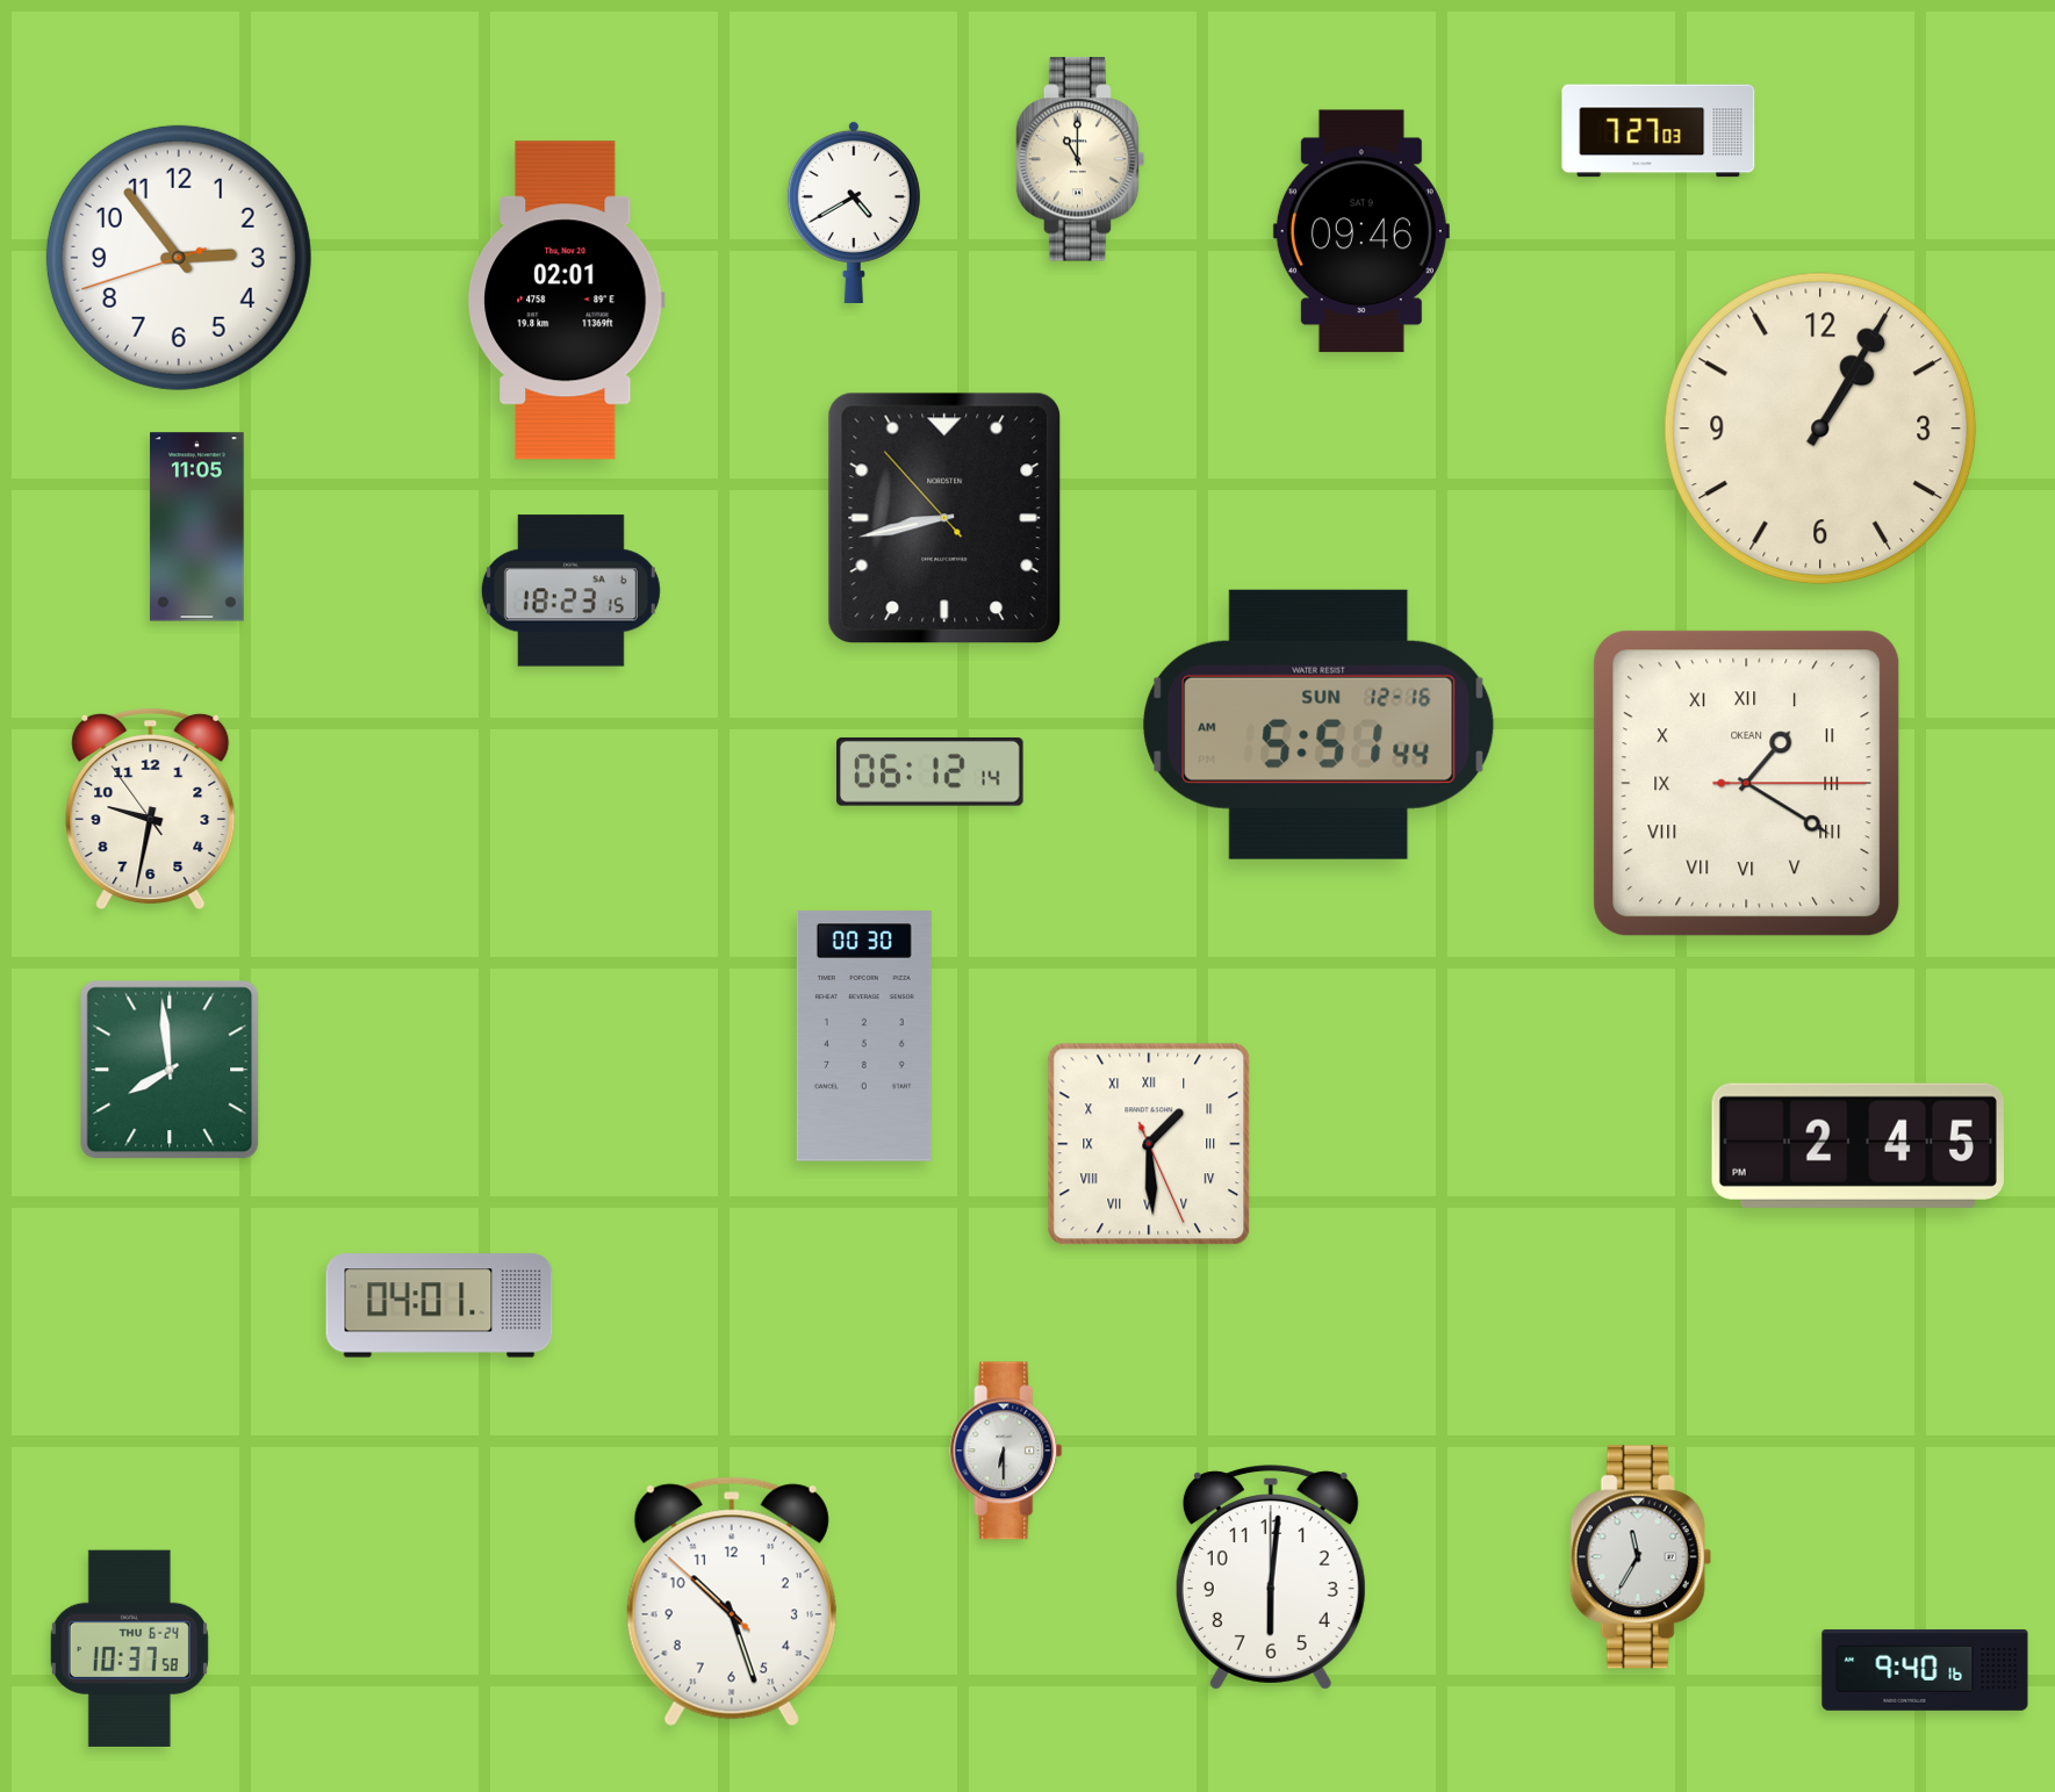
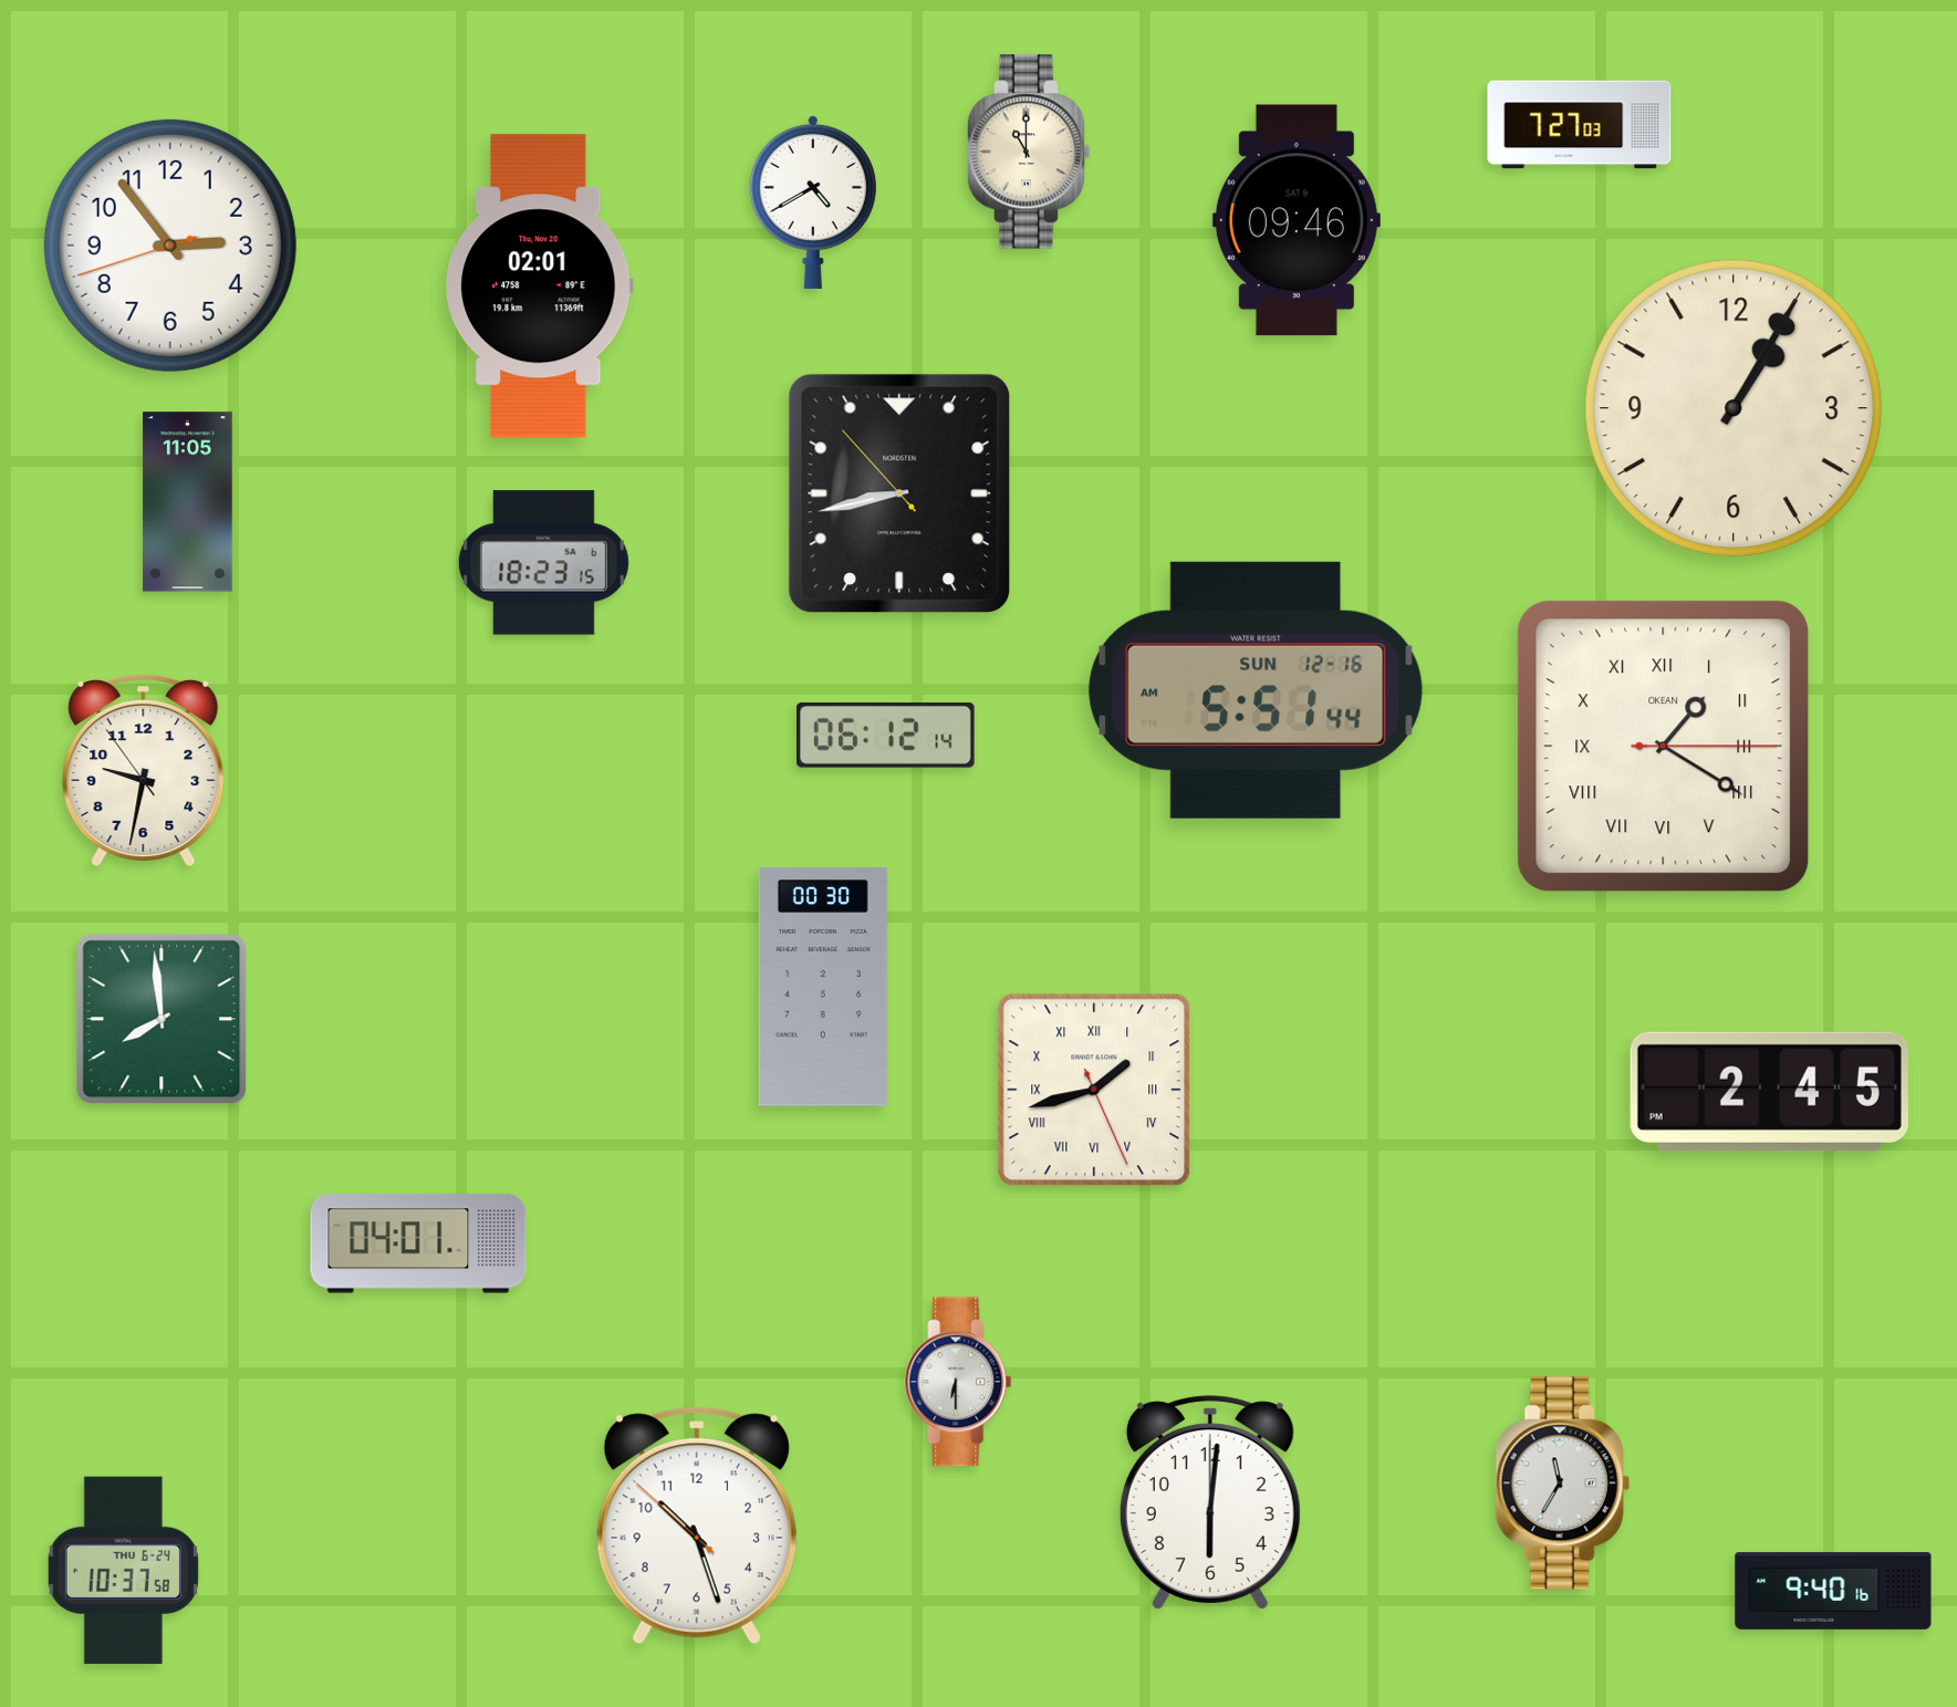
clock at (1149, 1144): 1:29 -> 1:42
